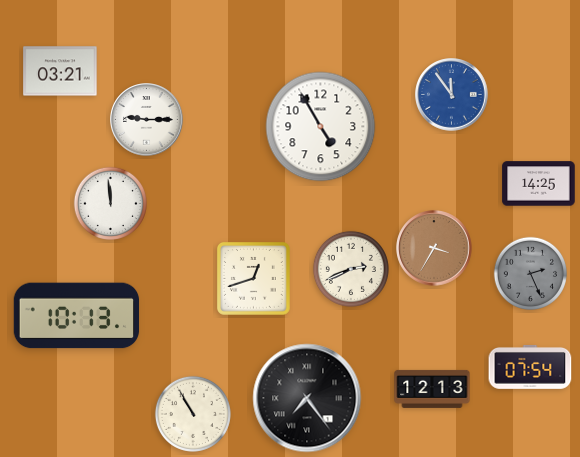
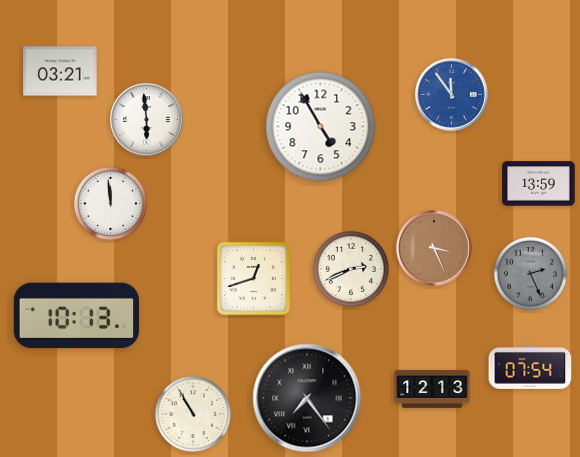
clock at (147, 120): 9:15 -> 5:59
clock at (539, 184): 14:25 -> 13:59
clock at (434, 248): 3:35 -> 3:26
